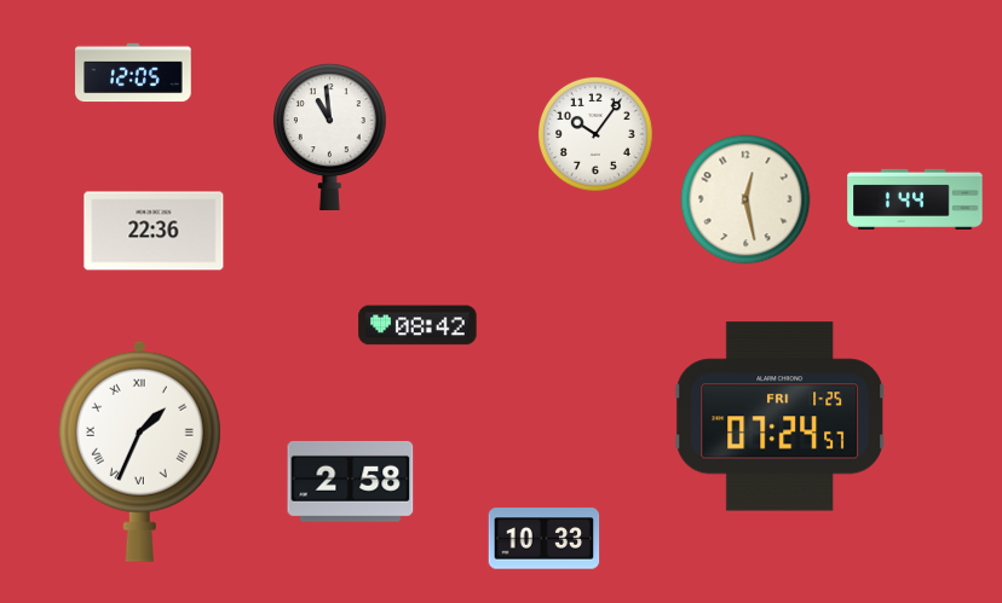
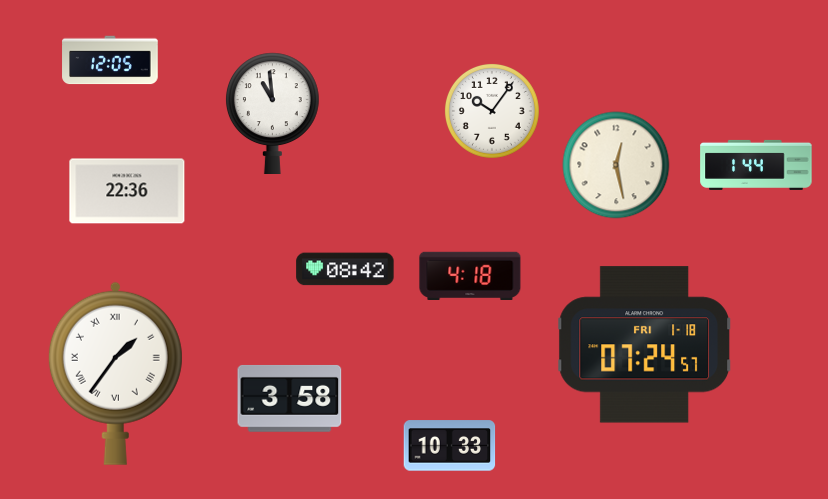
clock at (470, 275): none -> 4:18
clock at (779, 417) date: FRI 1-25 -> FRI 1-18
clock at (139, 451): 1:34 -> 1:36
clock at (351, 481): 2:58 -> 3:58
